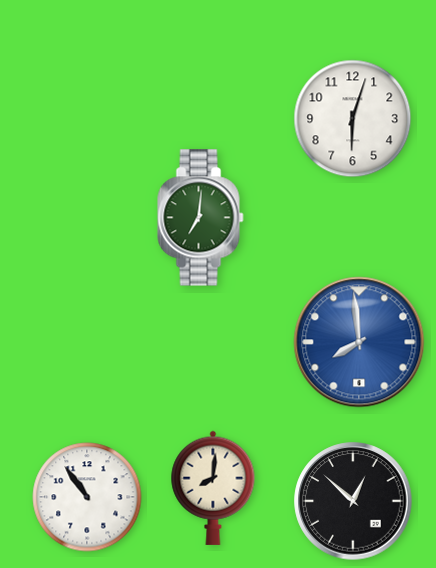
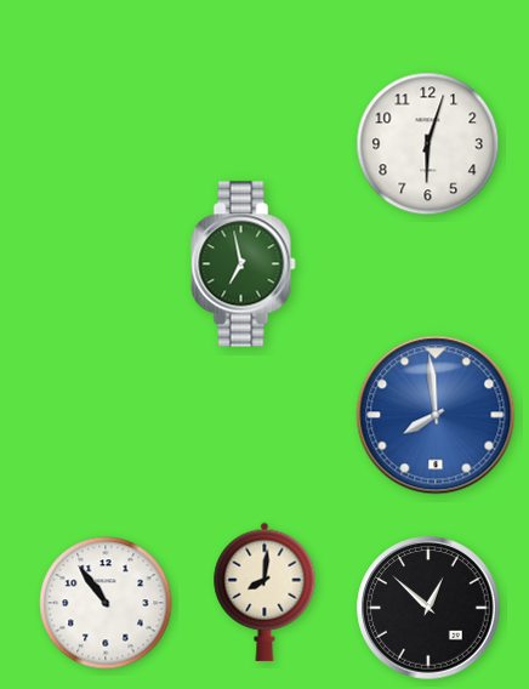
clock at (201, 218): 7:01 -> 6:58
clock at (213, 488) position: (213, 488) -> (264, 592)
